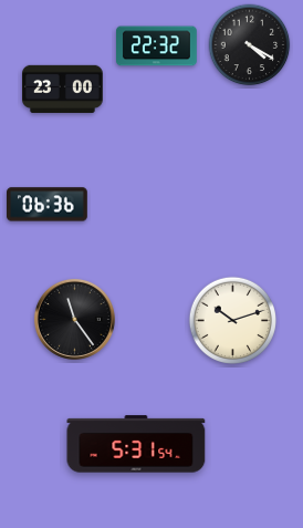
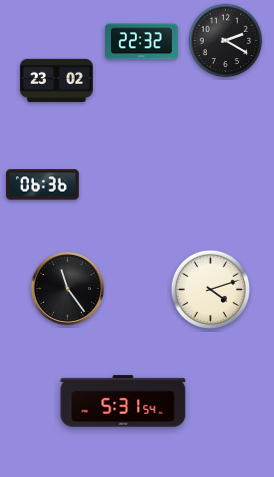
clock at (250, 45): 4:20 -> 2:20
clock at (63, 89): 23:00 -> 23:02
clock at (232, 320): 10:12 -> 4:12
